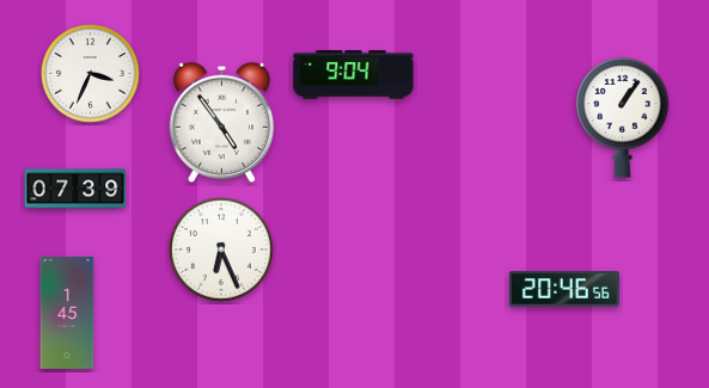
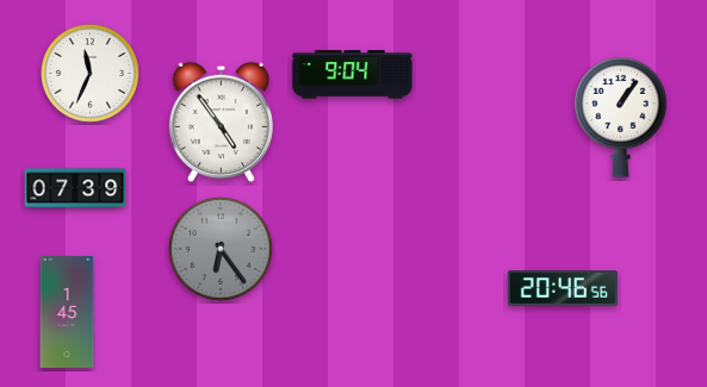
clock at (91, 74): 3:34 -> 11:34
clock at (222, 251): 6:26 -> 6:24
clock at (222, 251) dial: white -> grey
